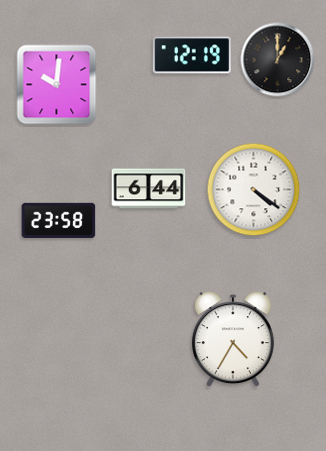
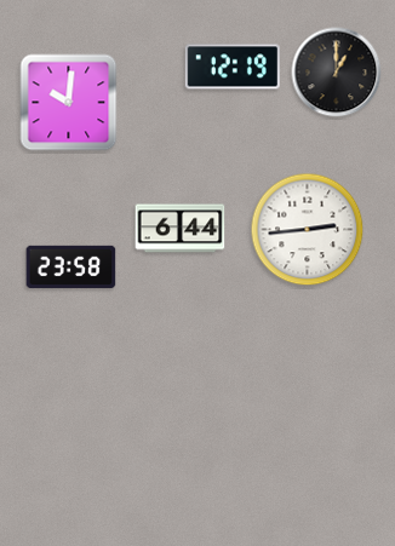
clock at (254, 190): 4:21 -> 2:44
clock at (233, 340): 4:35 -> none
